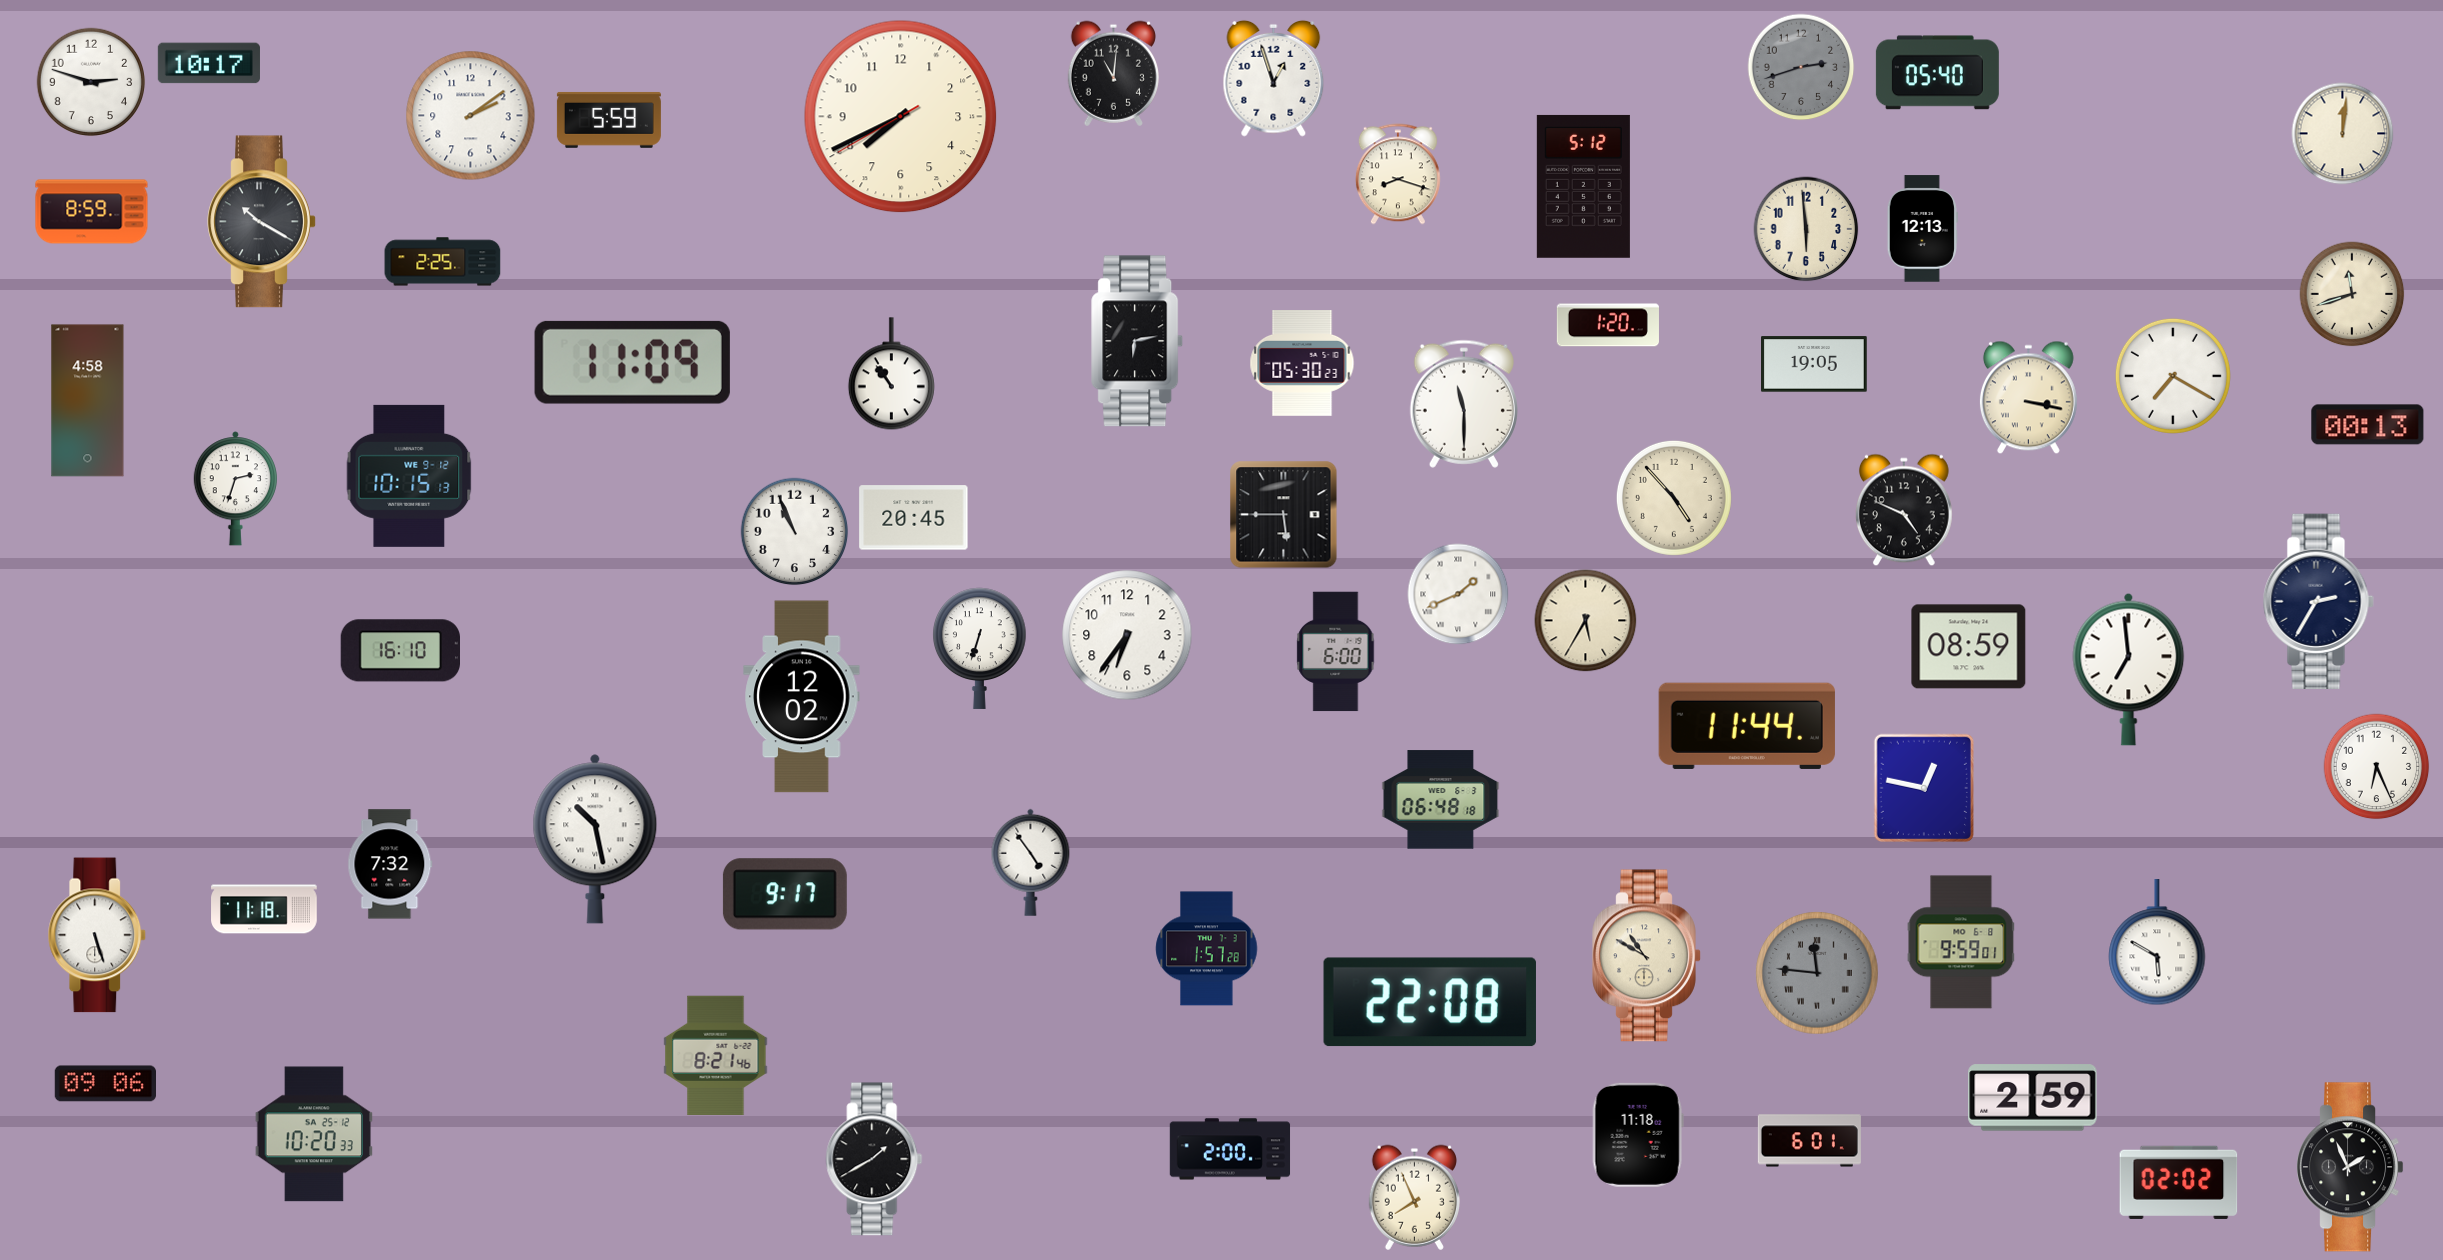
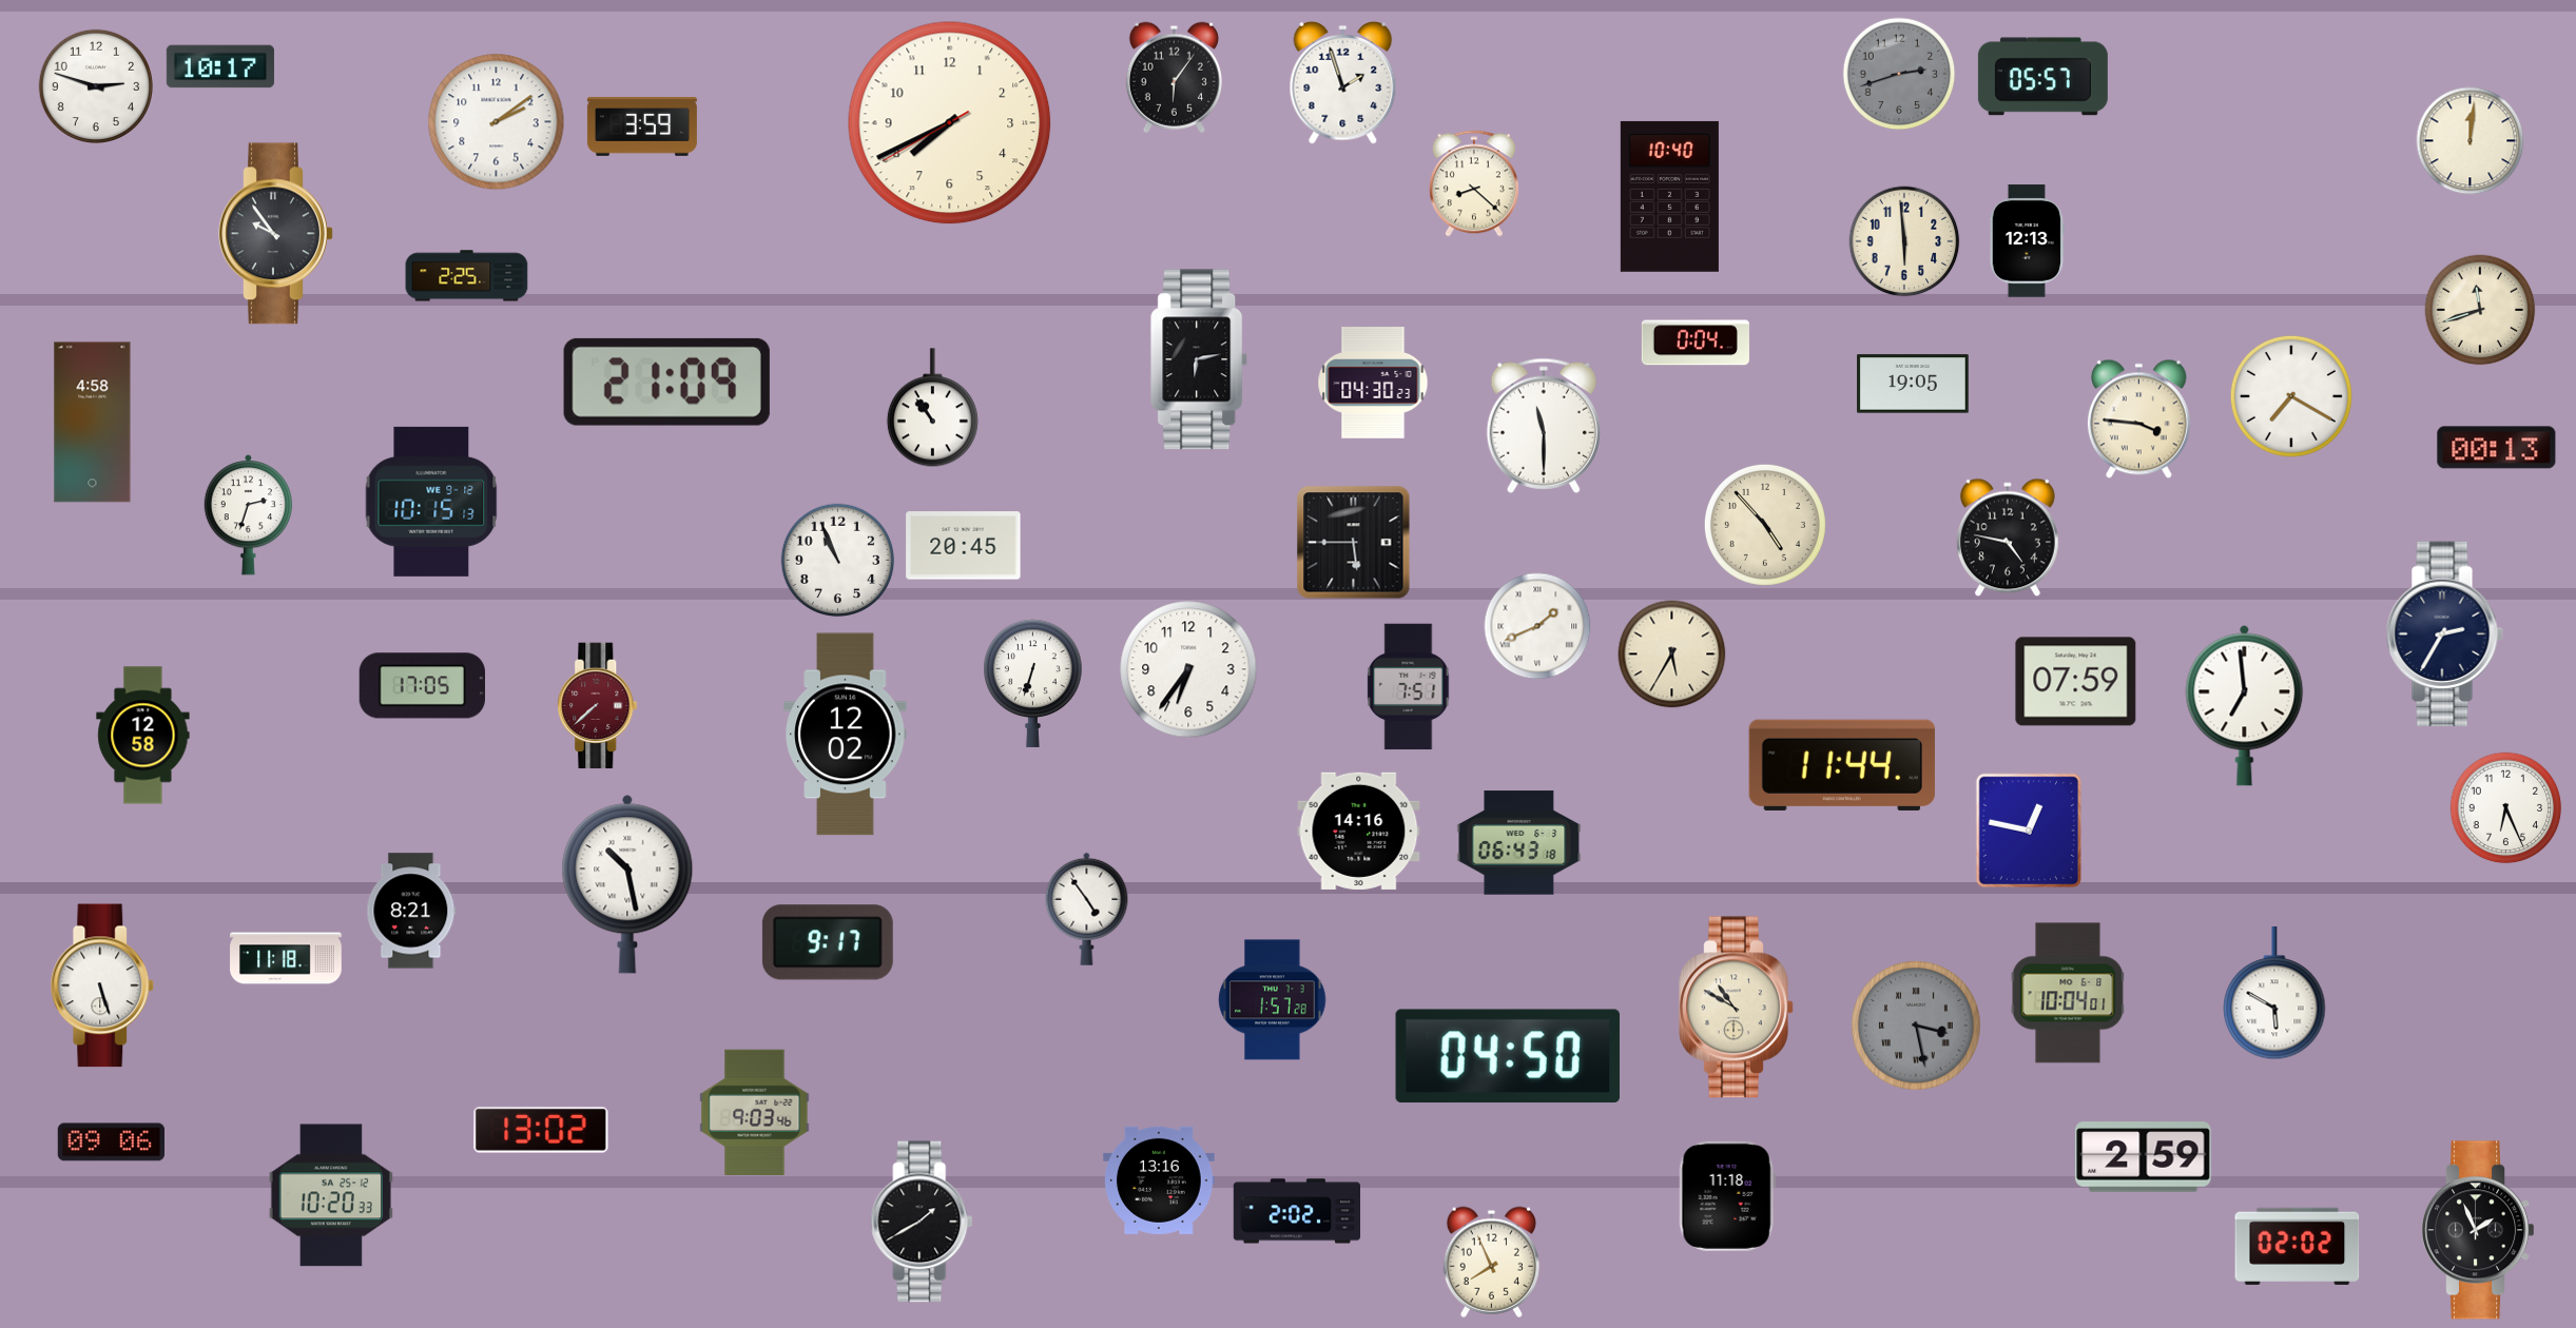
clock at (1801, 67) position: (1801, 67) -> (1899, 74)
clock at (1113, 73): 11:01 -> 6:06
clock at (1937, 73): 05:40 -> 05:57
clock at (1274, 78): 12:57 -> 1:57
clock at (609, 120): 5:59 -> 3:59
clock at (1398, 174): 8:18 -> 8:22
clock at (1583, 186): 5:12 -> 10:40
clock at (92, 212): 8:59 -> none
clock at (262, 222): 10:20 -> 9:54
clock at (1608, 325): 1:20 -> 0:04
clock at (632, 362): 11:09 -> 21:09
clock at (1302, 364): 05:30 -> 04:30
clock at (891, 374) position: (891, 374) -> (932, 408)
clock at (2028, 398): 3:17 -> 3:46
clock at (1905, 510): 4:49 -> 4:47
clock at (1969, 647): 08:59 -> 07:59
clock at (400, 651): 16:10 -> 17:05
clock at (1336, 652): 6:00 -> 7:51
clock at (598, 706): none -> 7:38
clock at (143, 736): none -> 12:58
clock at (1359, 831): none -> 14:16
clock at (1441, 800): 06:48 -> 06:43
clock at (390, 864): 7:32 -> 8:21
clock at (264, 909) position: (264, 909) -> (286, 958)
clock at (1961, 942): 9:59 -> 10:04
clock at (1817, 973): 11:46 -> 3:28
clock at (1430, 1002): 22:08 -> 04:50
clock at (716, 1056): 8:21 -> 9:03
clock at (541, 1130): none -> 13:02
clock at (1160, 1180): none -> 13:16
clock at (1809, 1141): 6:01 -> none
clock at (1230, 1149): 2:00 -> 2:02
